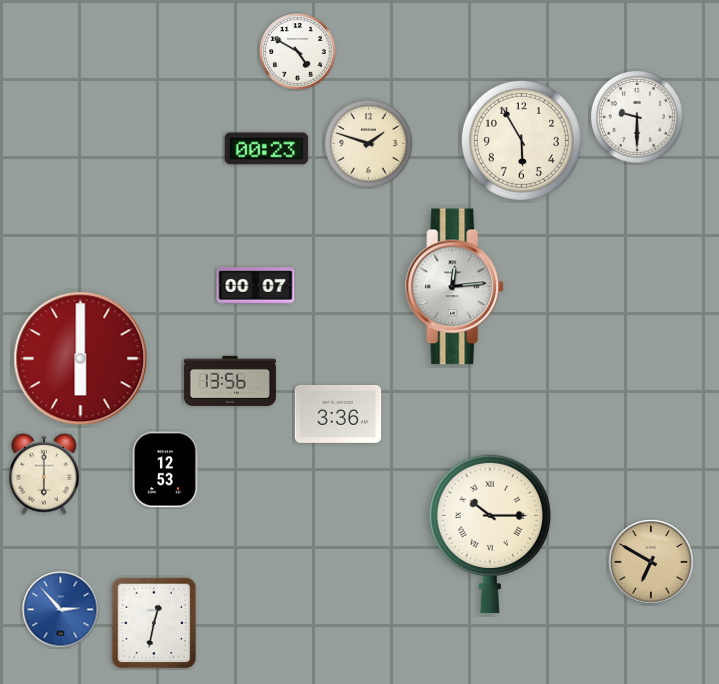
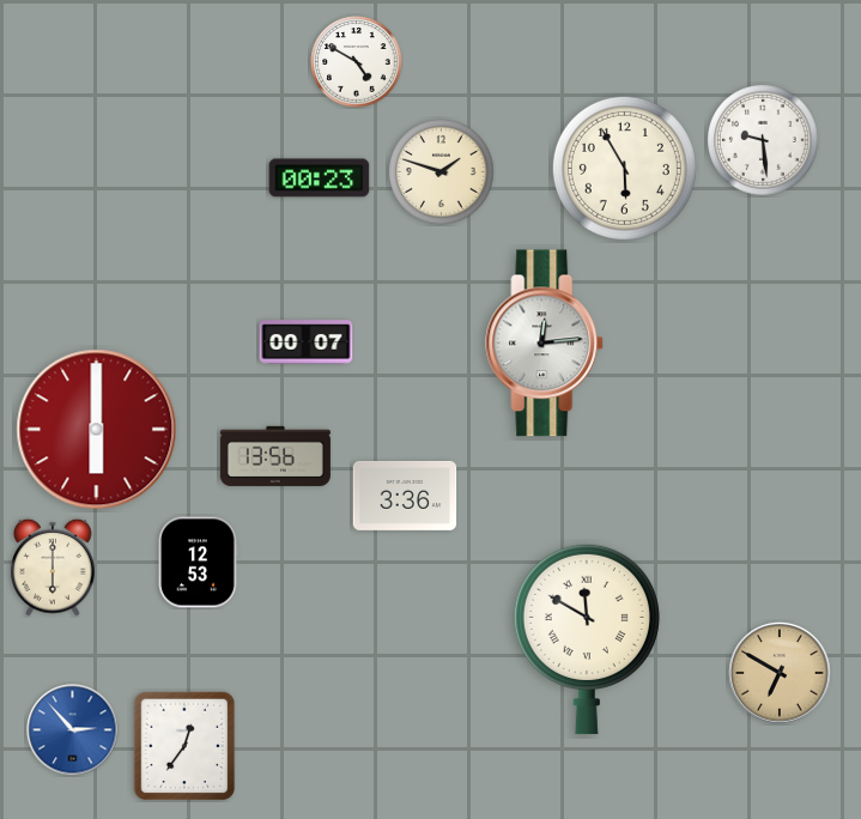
clock at (637, 117): 9:30 -> 9:29
clock at (490, 534): 10:15 -> 11:50
clock at (154, 623): 12:32 -> 12:36
